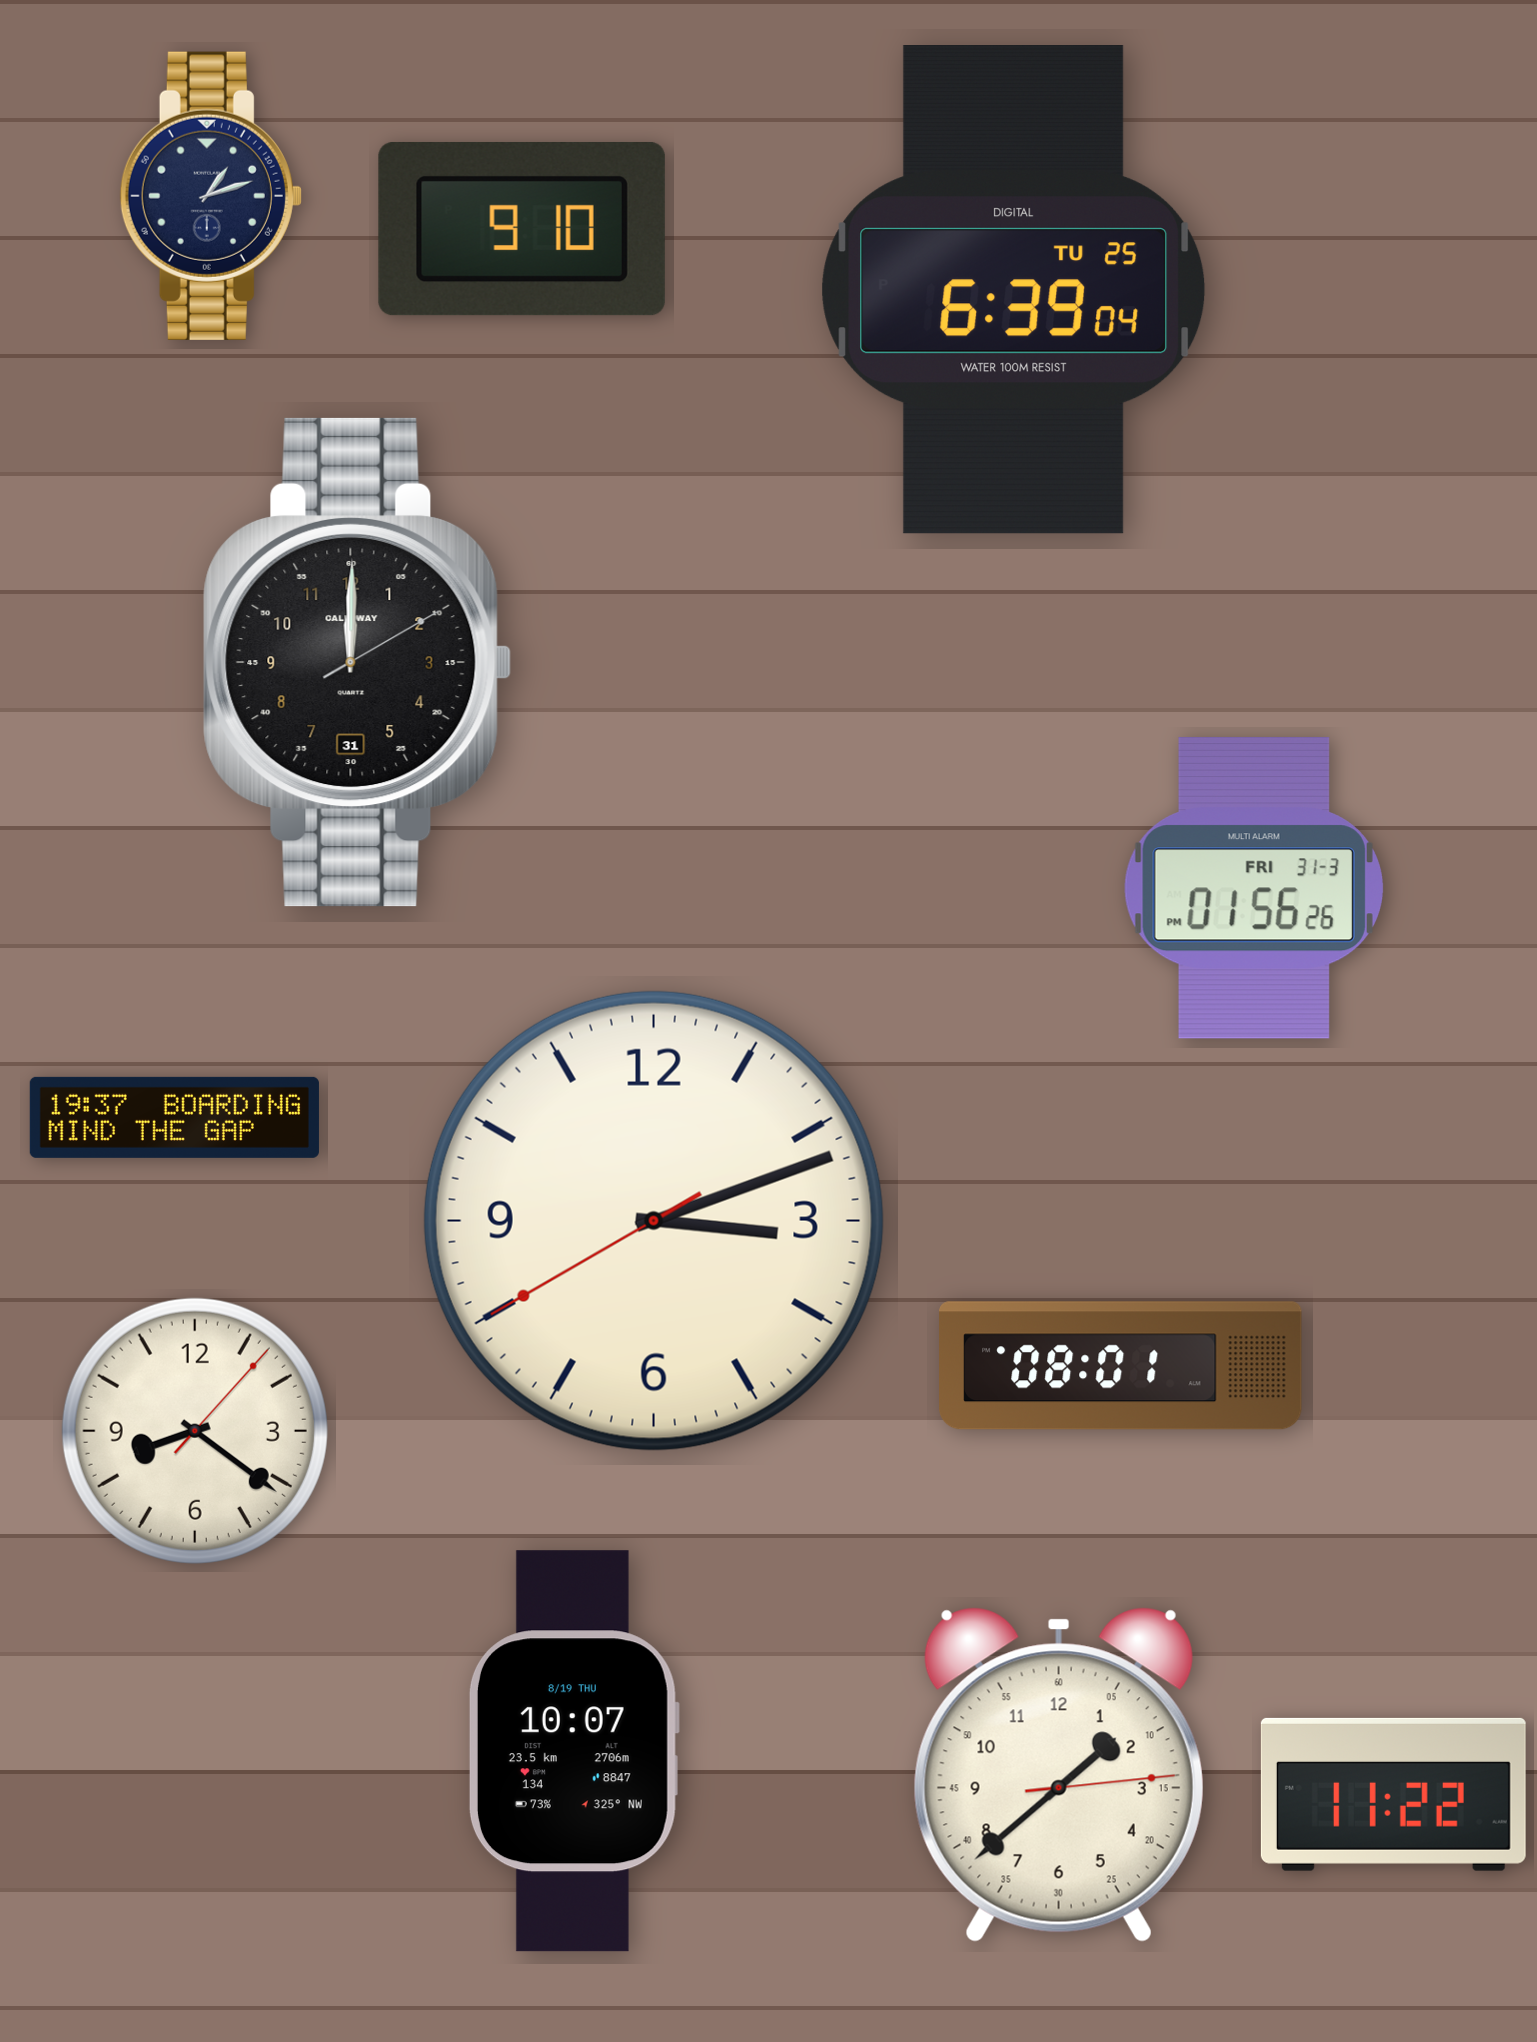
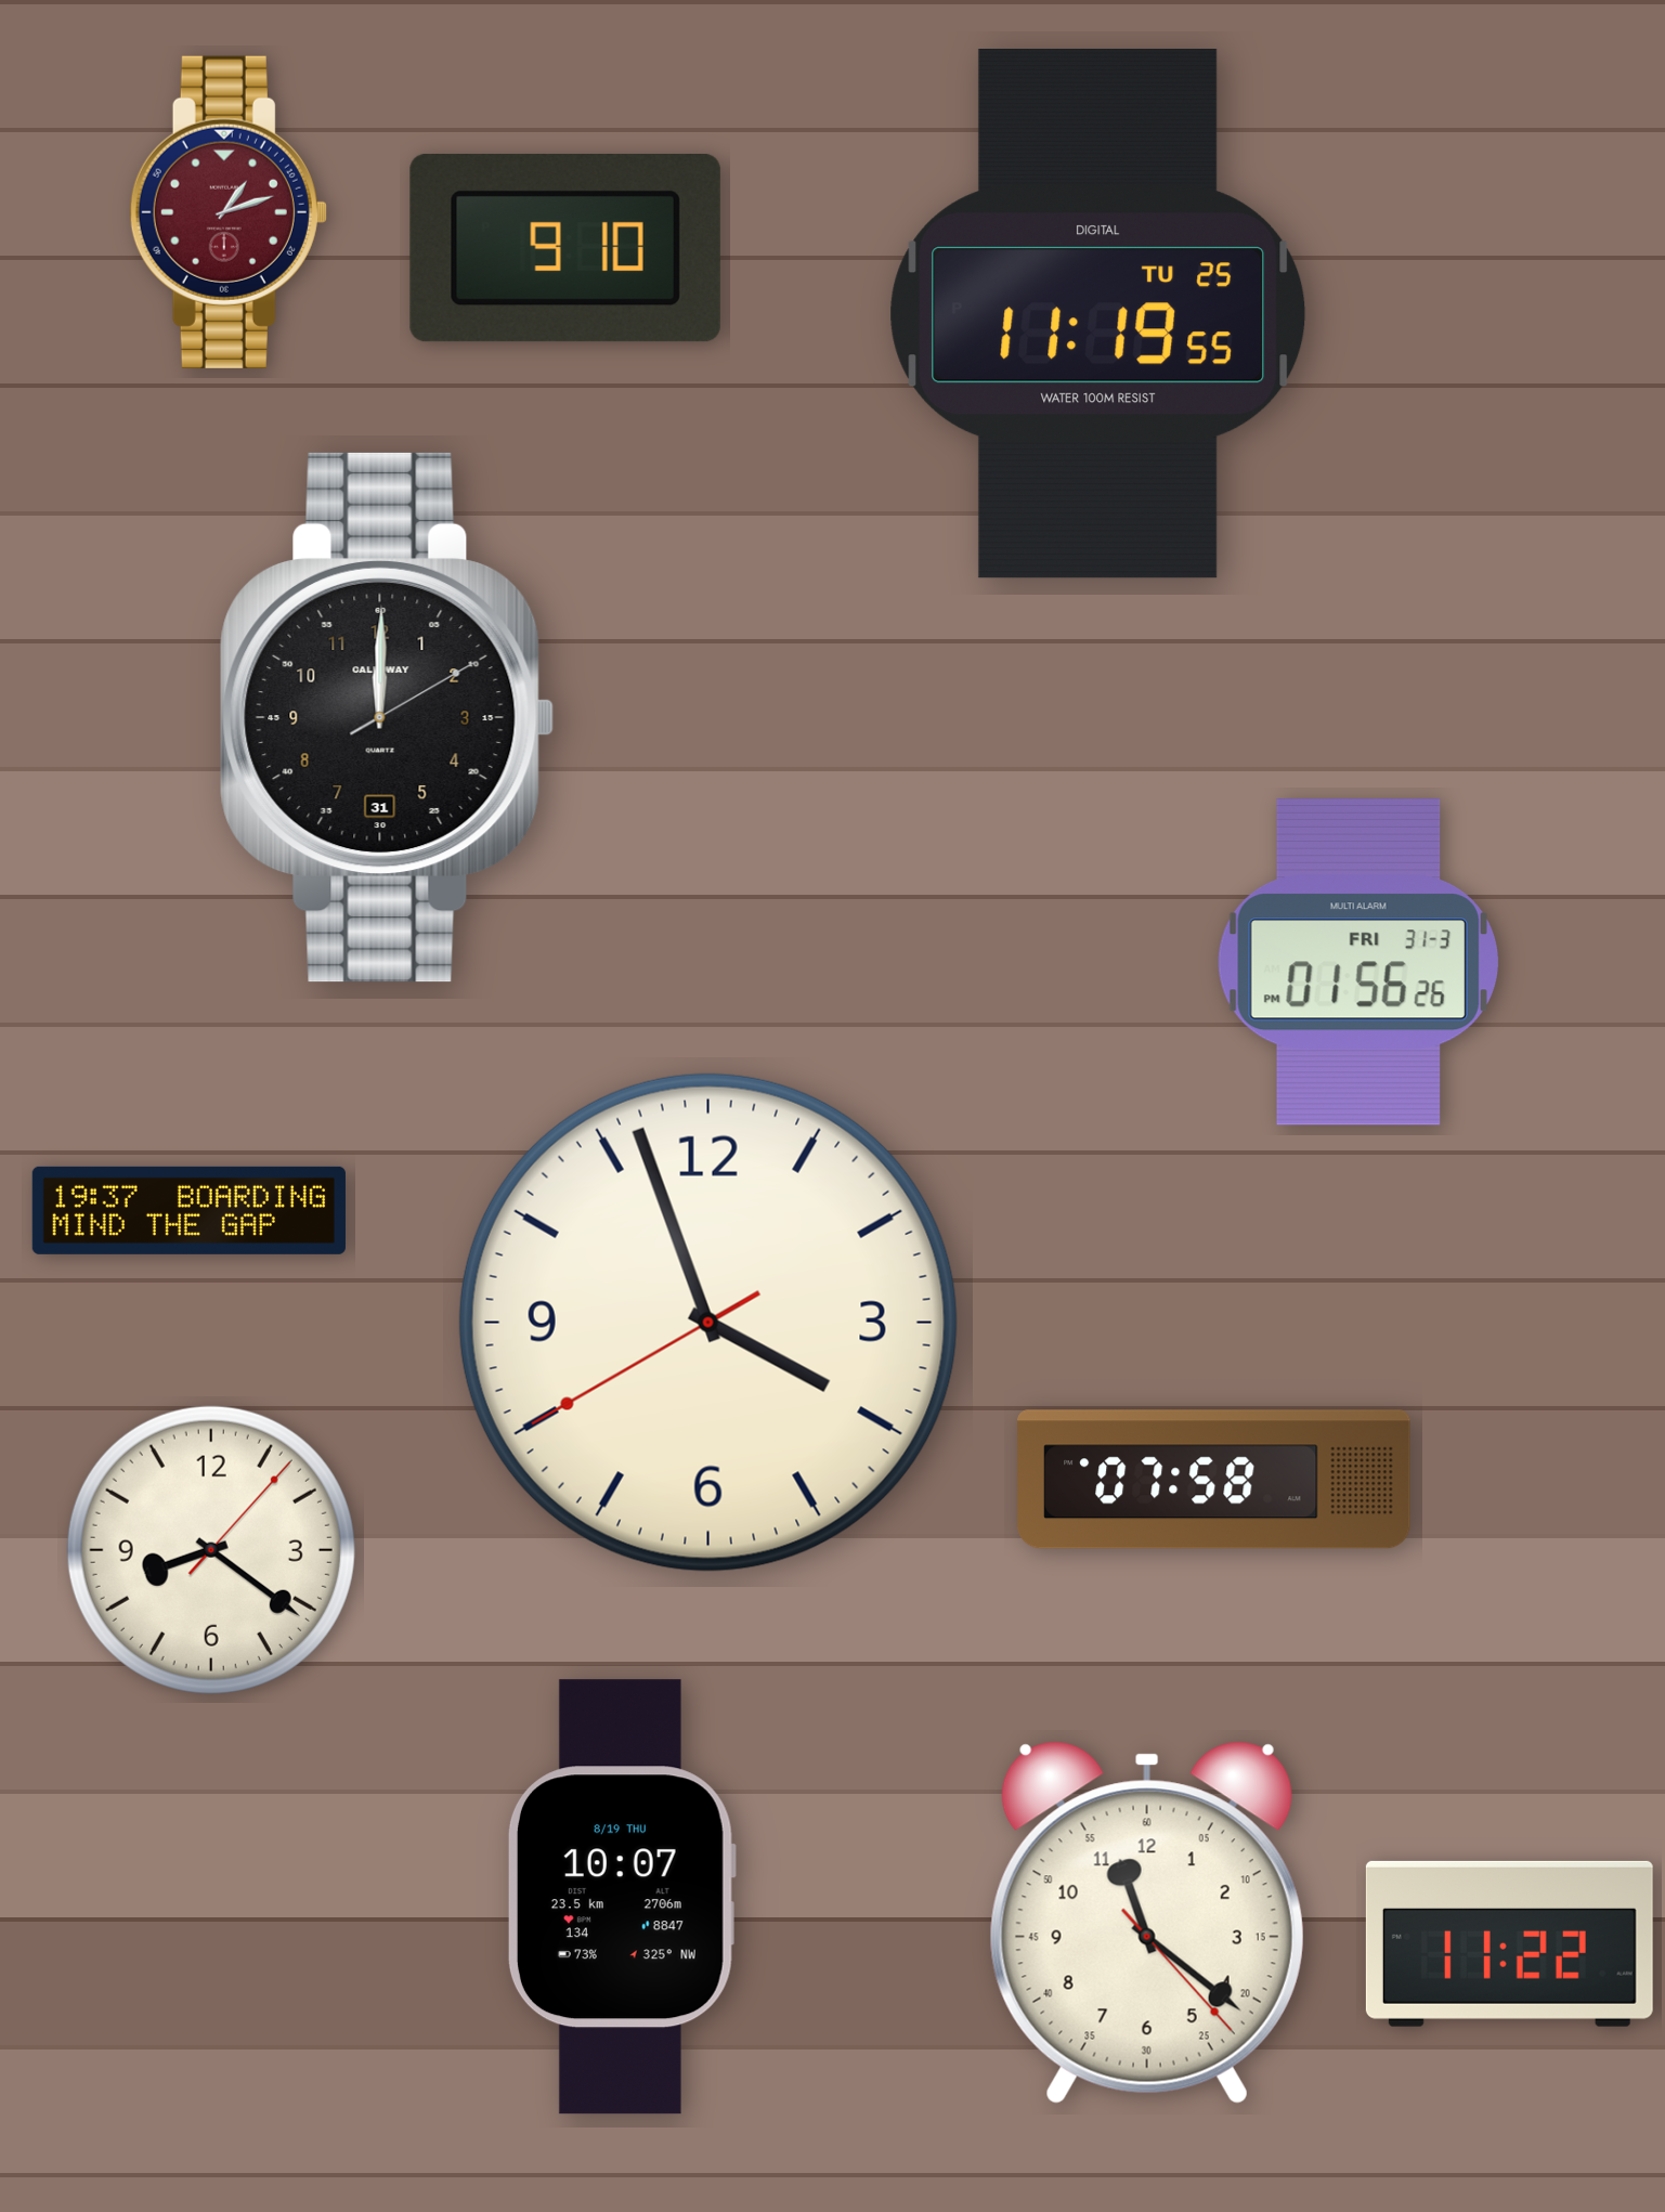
clock at (211, 196) dial: navy -> burgundy
clock at (1014, 290): 6:39 -> 11:19
clock at (654, 1221): 3:11 -> 3:56
clock at (1121, 1366): 08:01 -> 07:58
clock at (1059, 1775): 1:38 -> 11:21
